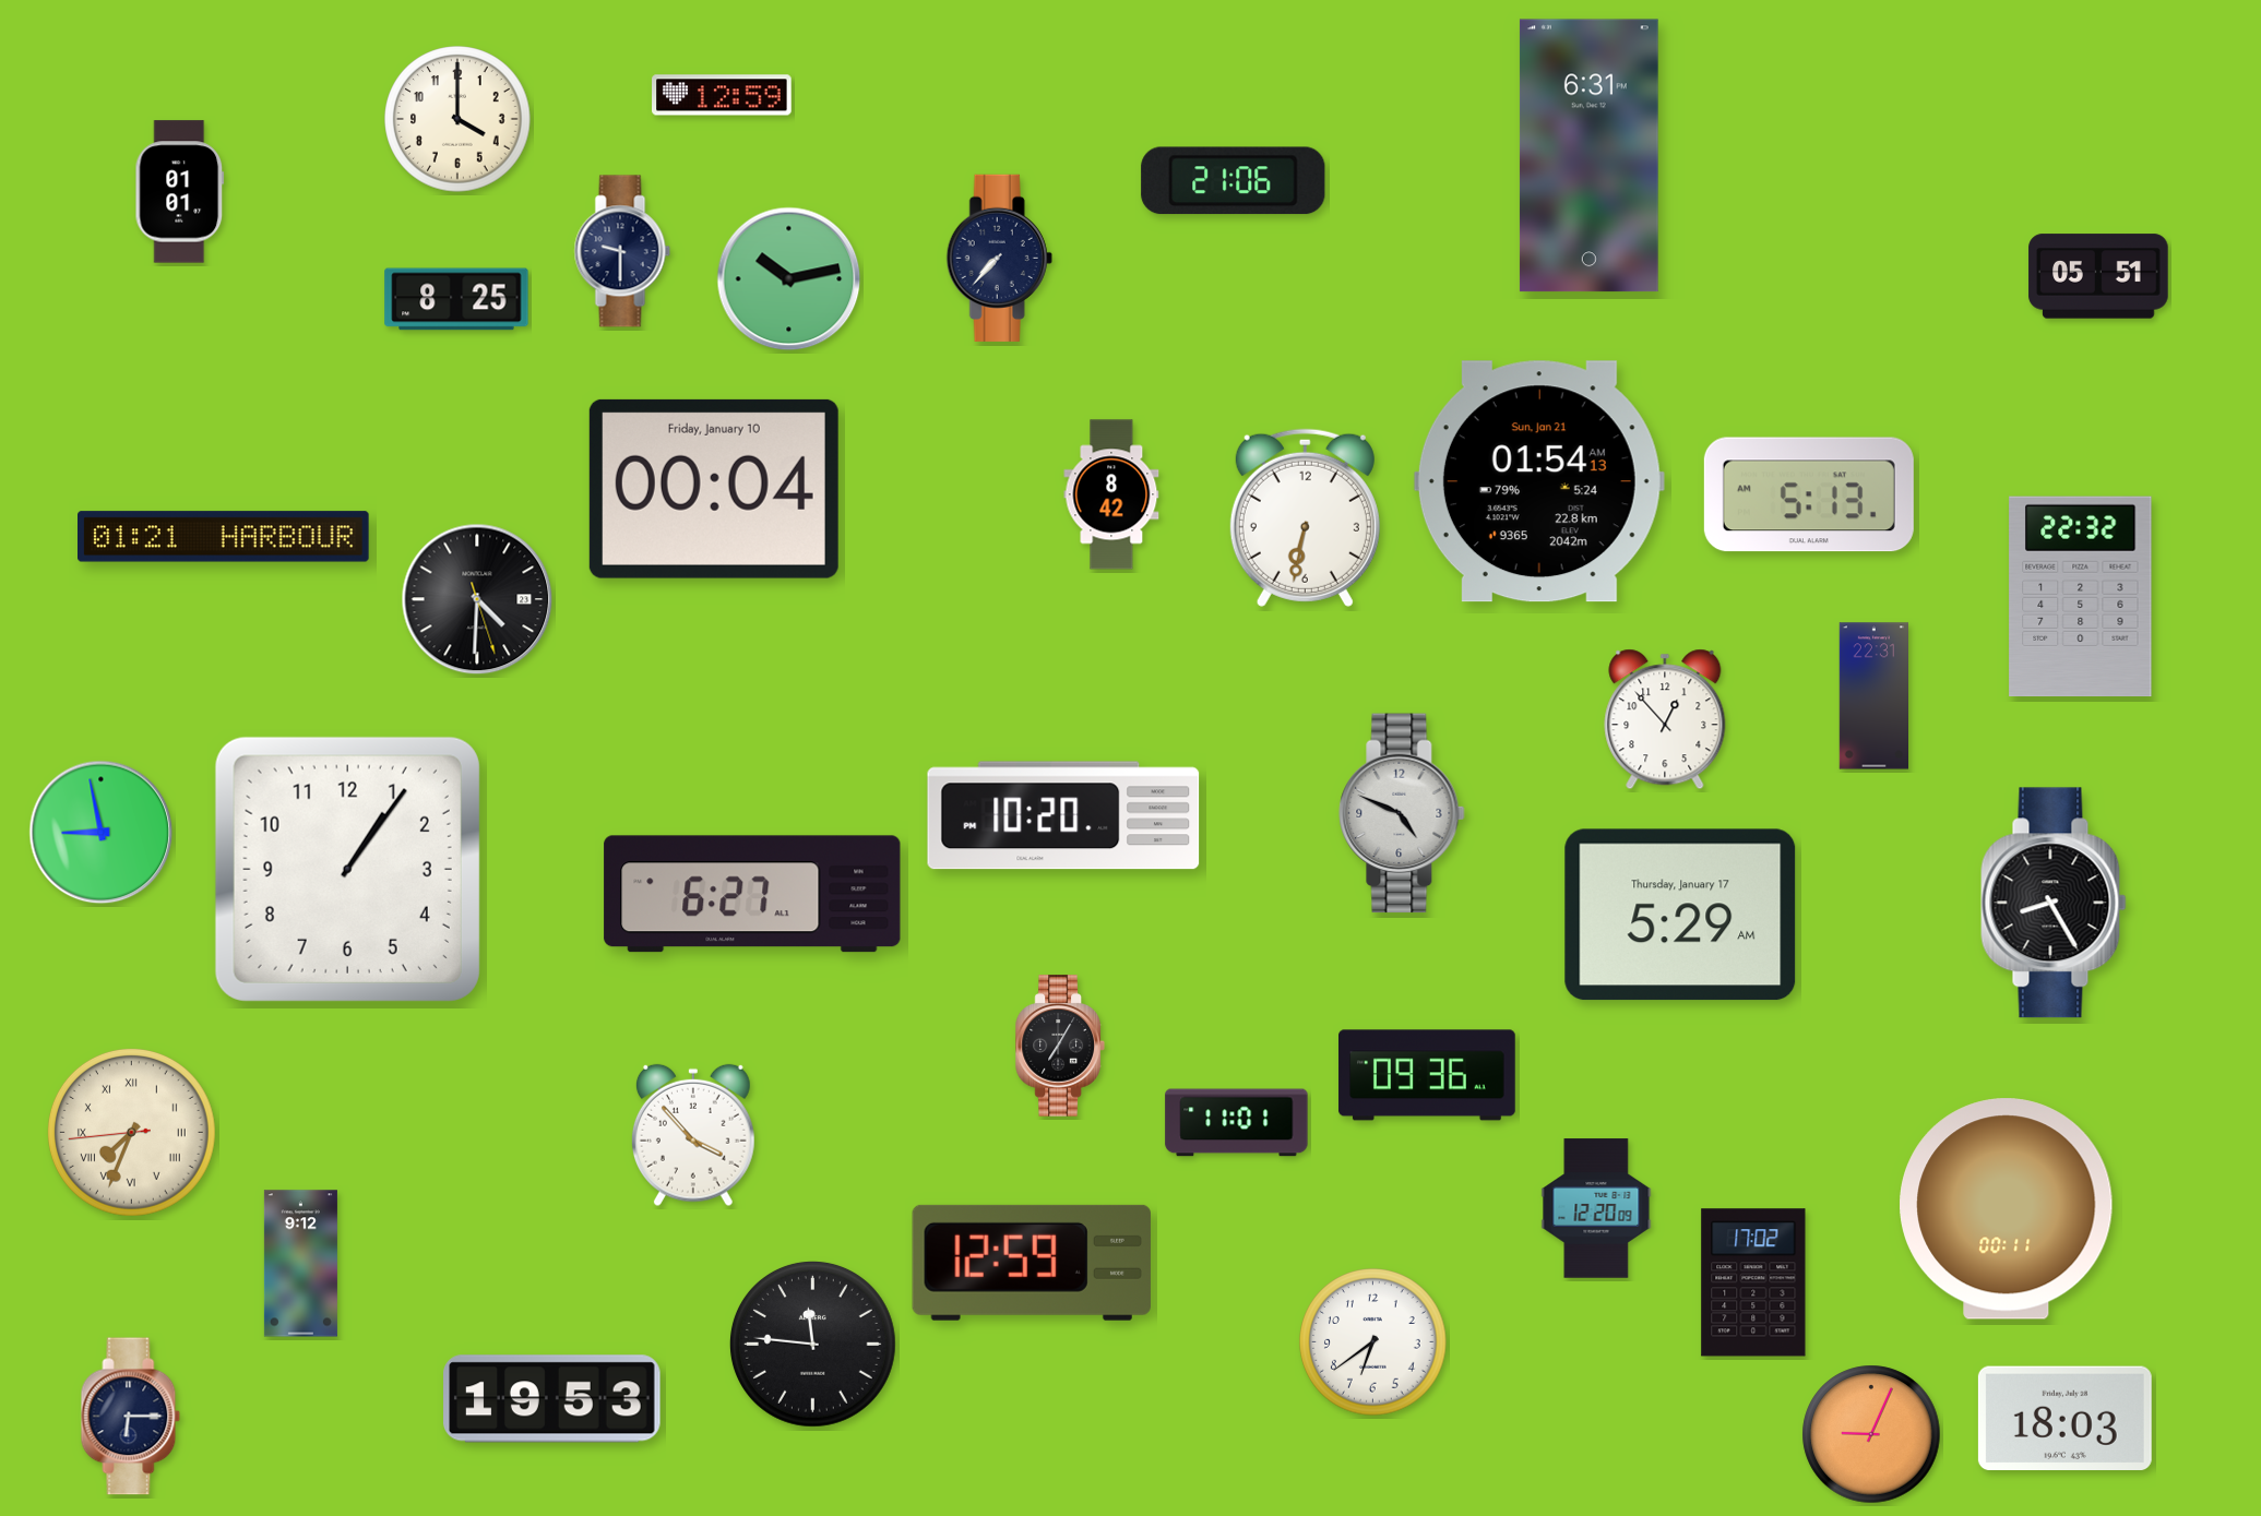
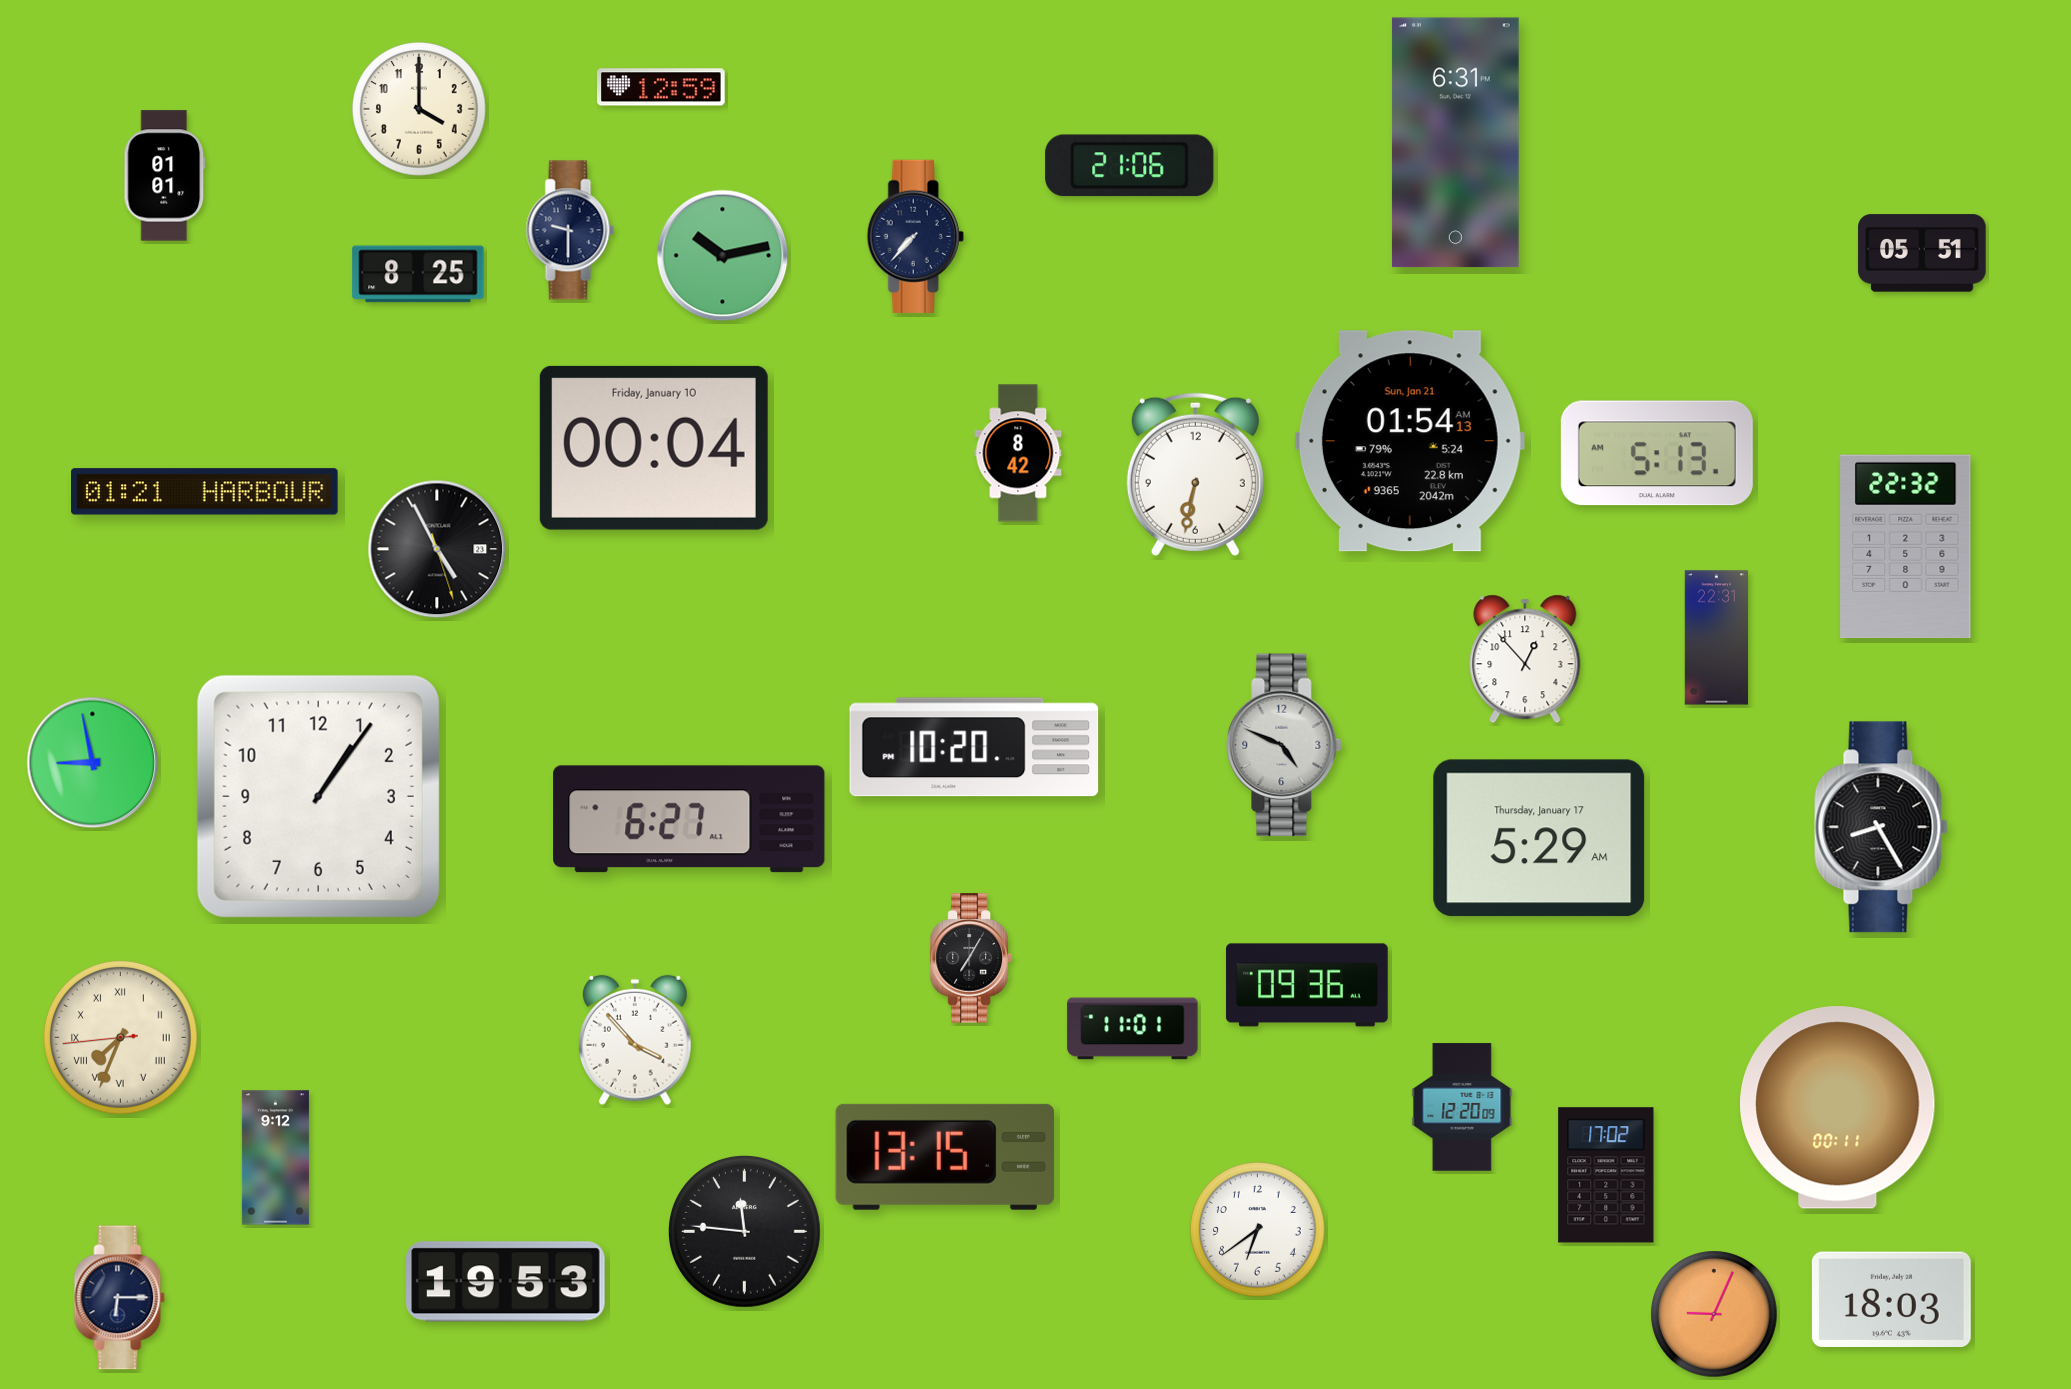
clock at (477, 599): 4:30 -> 4:55
clock at (1032, 1263): 12:59 -> 13:15
